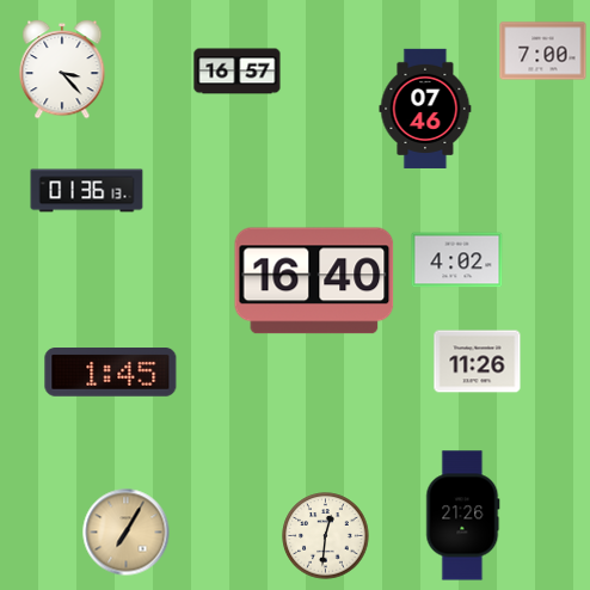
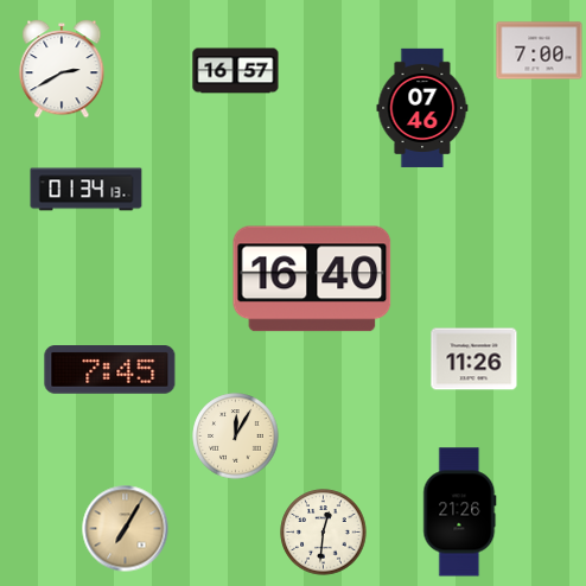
clock at (62, 69): 3:23 -> 2:40
clock at (87, 191): 01:36 -> 01:34
clock at (457, 260): 4:02 -> none
clock at (111, 373): 1:45 -> 7:45
clock at (236, 437): none -> 12:05
